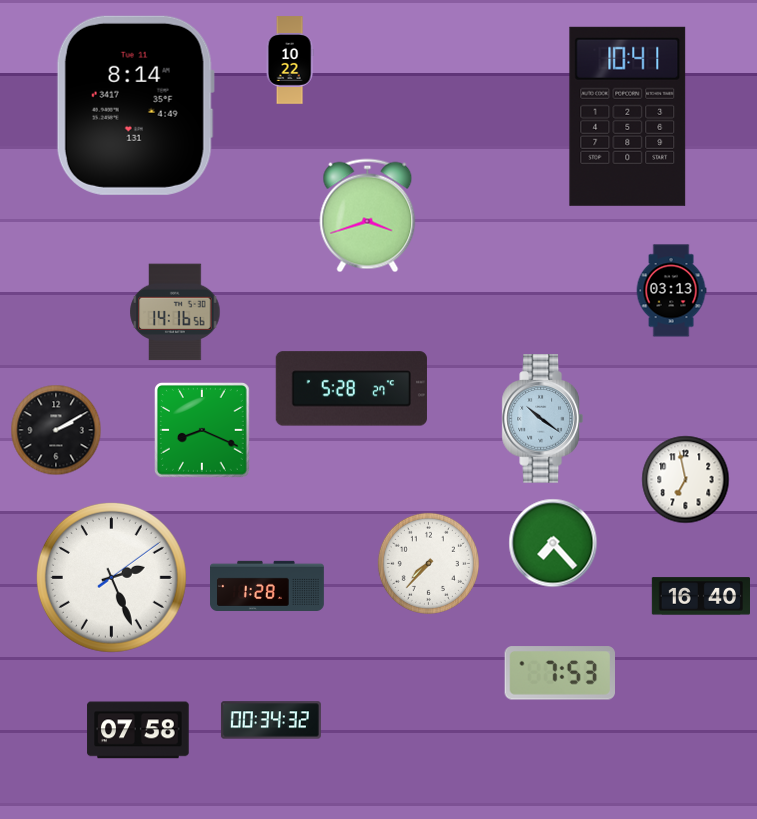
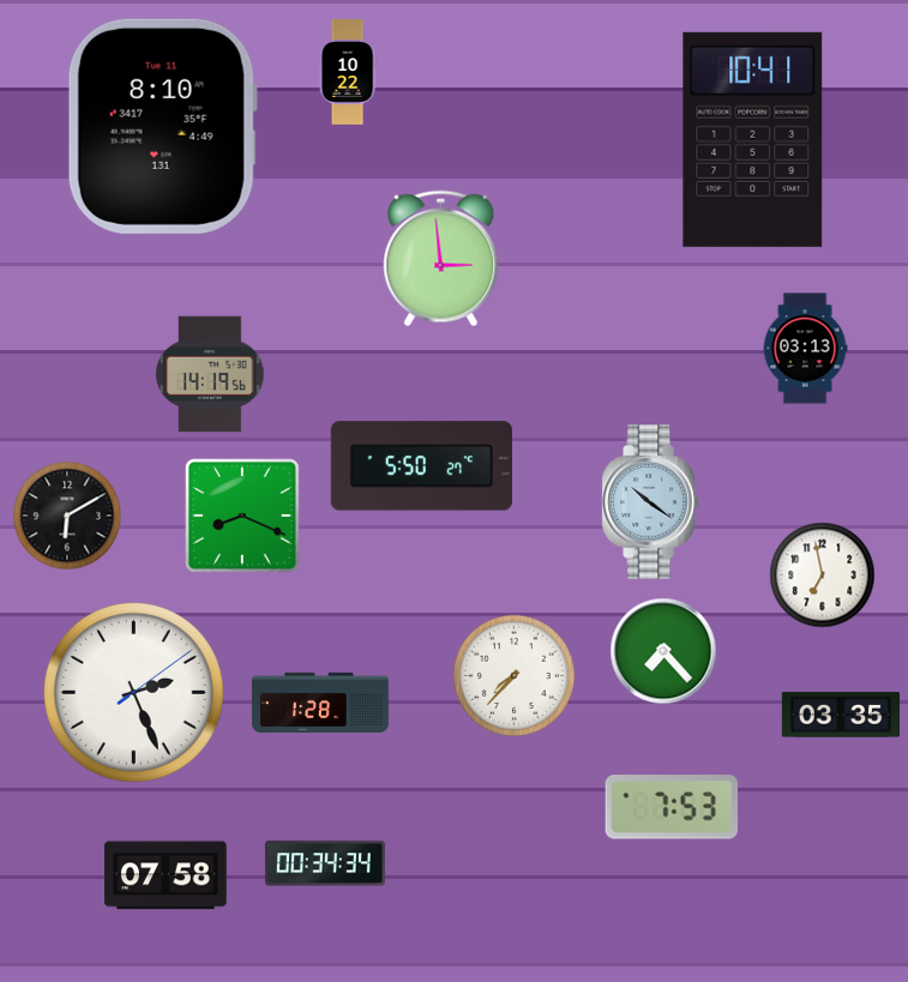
clock at (135, 105): 8:14 -> 8:10
clock at (368, 216): 3:42 -> 2:59
clock at (175, 312): 14:16 -> 14:19
clock at (351, 389): 5:28 -> 5:50
clock at (56, 430): 2:10 -> 6:10
clock at (700, 596): 16:40 -> 03:35
clock at (271, 720): 00:34:32 -> 00:34:34
